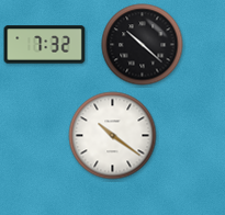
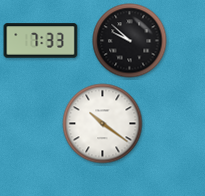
clock at (45, 45): 7:32 -> 7:33
clock at (143, 45): 10:22 -> 9:52
